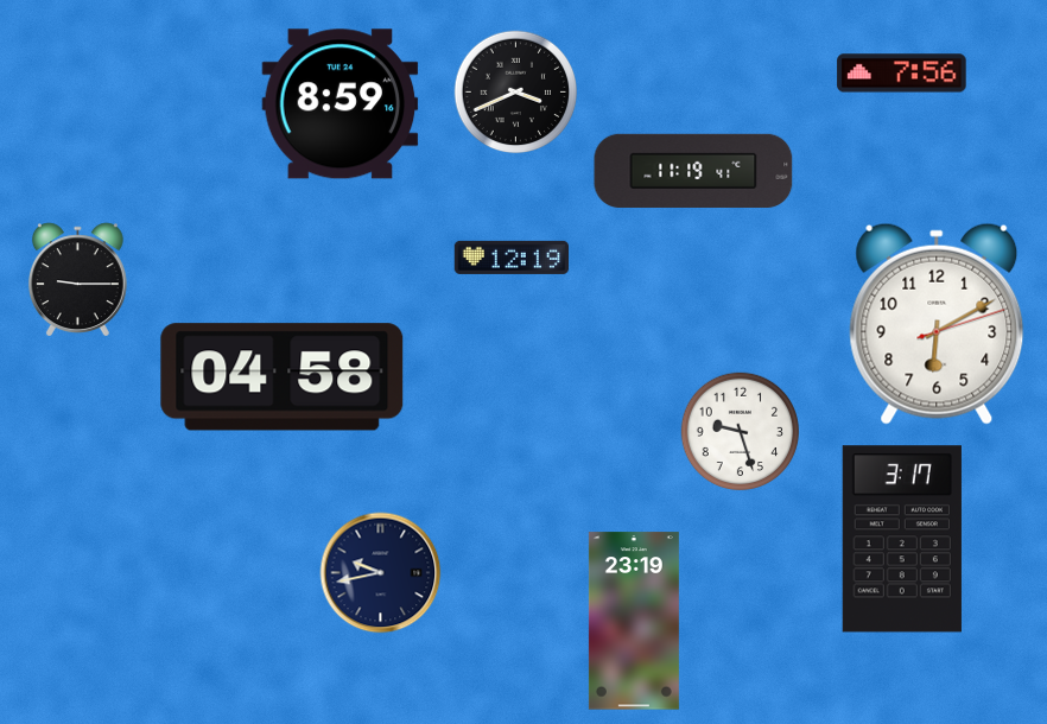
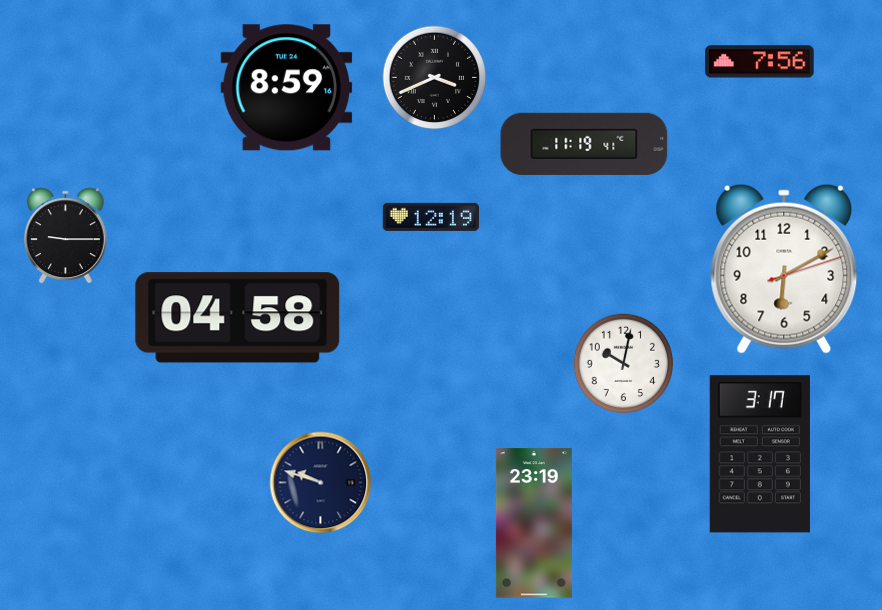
clock at (937, 324) position: (937, 324) -> (784, 269)
clock at (740, 431): 9:27 -> 10:02
clock at (381, 573): 9:43 -> 9:48
